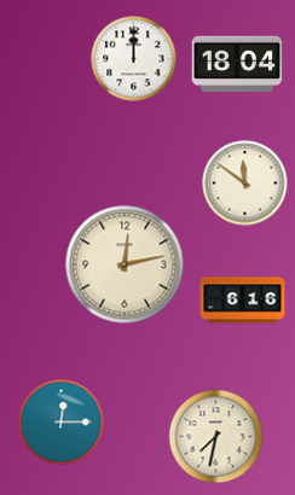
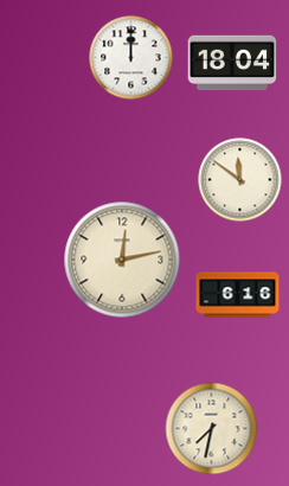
clock at (62, 423): 12:15 -> none
